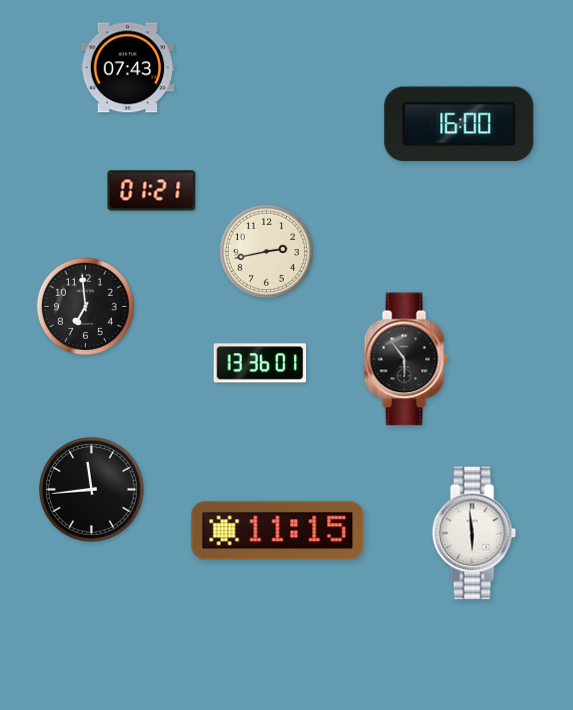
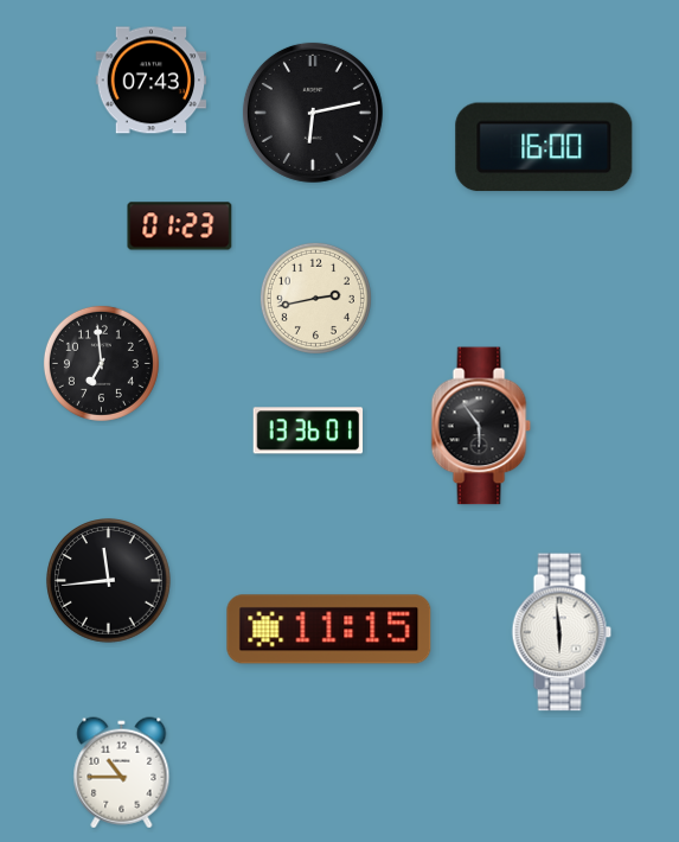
clock at (313, 113): none -> 6:13
clock at (152, 191): 01:21 -> 01:23
clock at (122, 773): none -> 10:45
